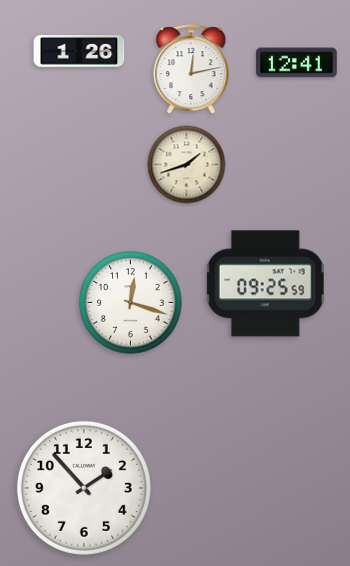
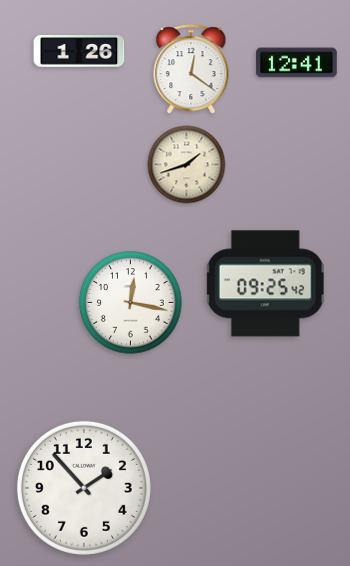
clock at (191, 70): 12:13 -> 12:21
clock at (265, 284): 09:25:59 -> 09:25:42
clock at (131, 303): 12:18 -> 12:17
